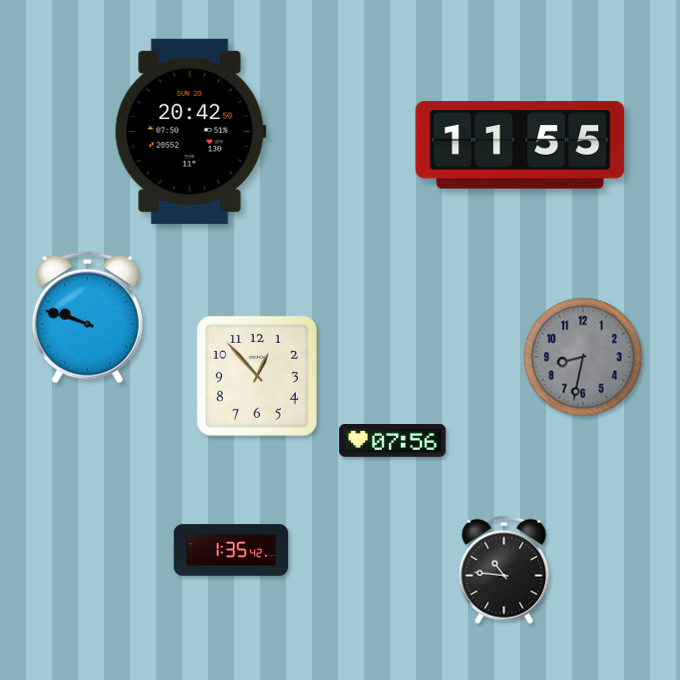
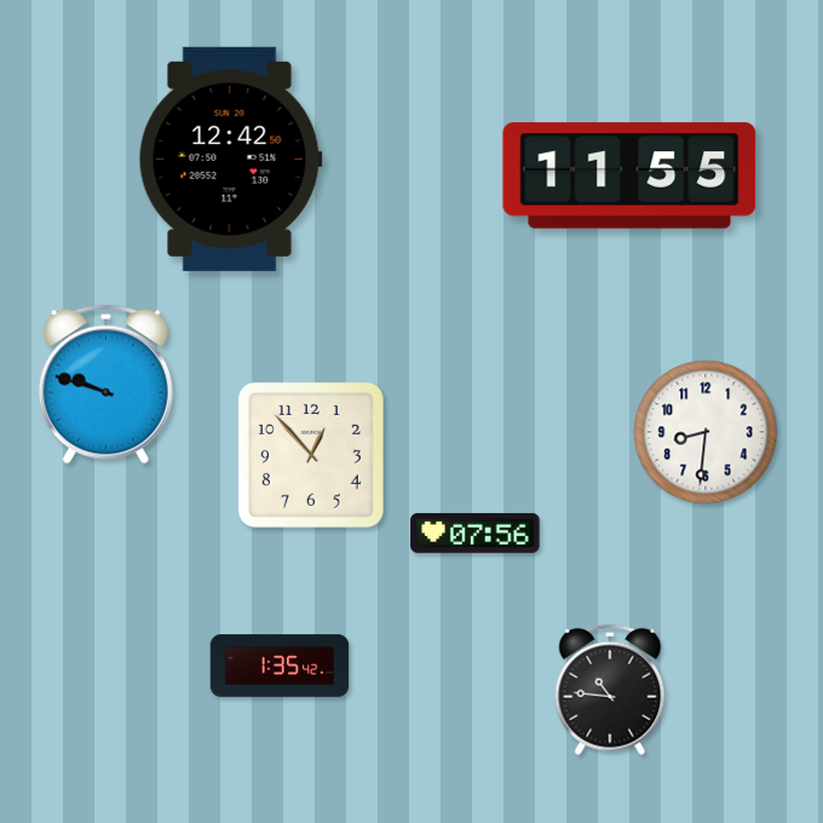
clock at (190, 131): 20:42 -> 12:42
clock at (583, 357): 8:32 -> 8:31
clock at (583, 357) dial: grey -> white
